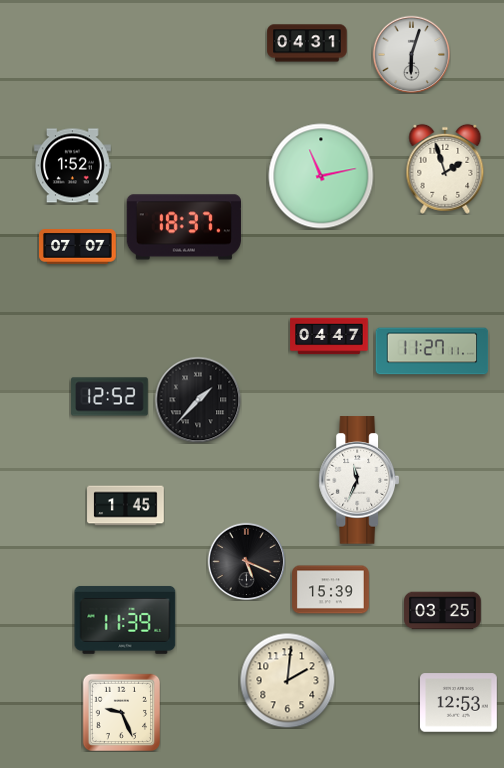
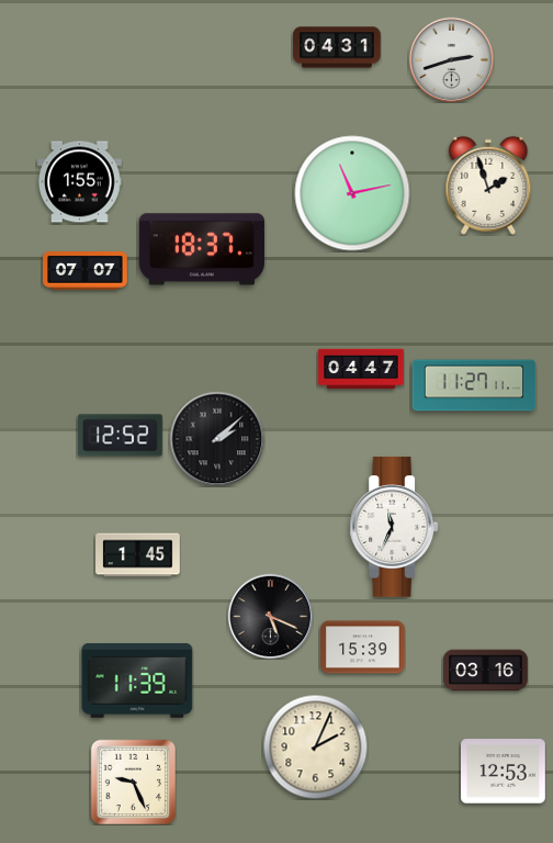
clock at (411, 54): 6:03 -> 2:42
clock at (73, 166): 1:52 -> 1:55
clock at (198, 400): 1:37 -> 2:08
clock at (443, 611): 03:25 -> 03:16
clock at (287, 680): 2:01 -> 2:04
